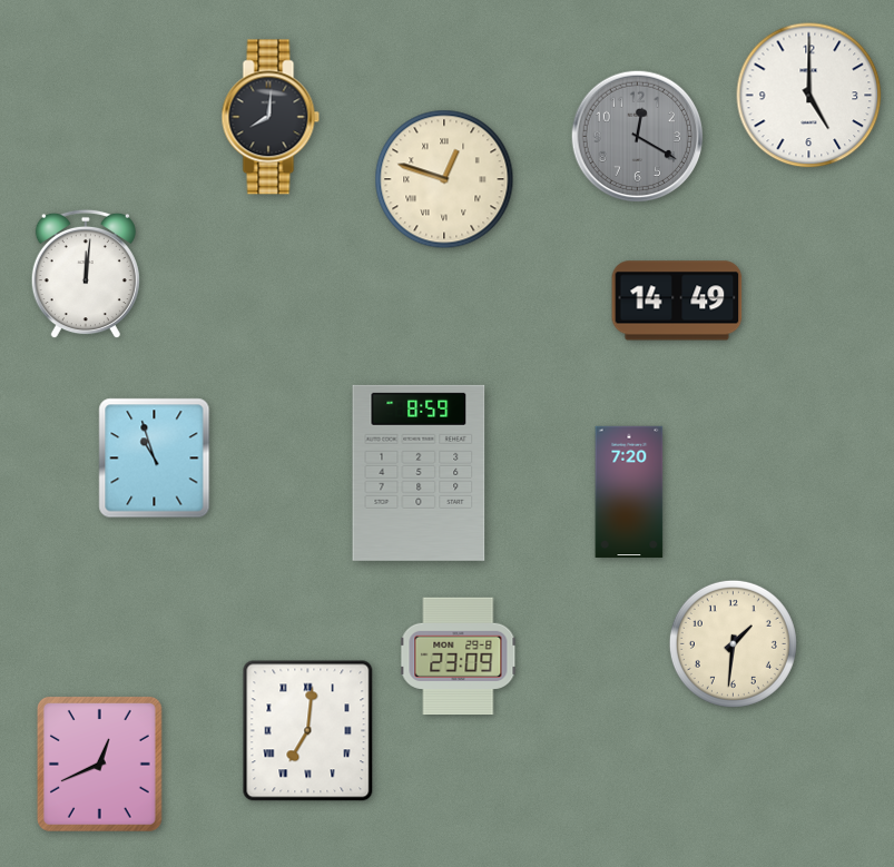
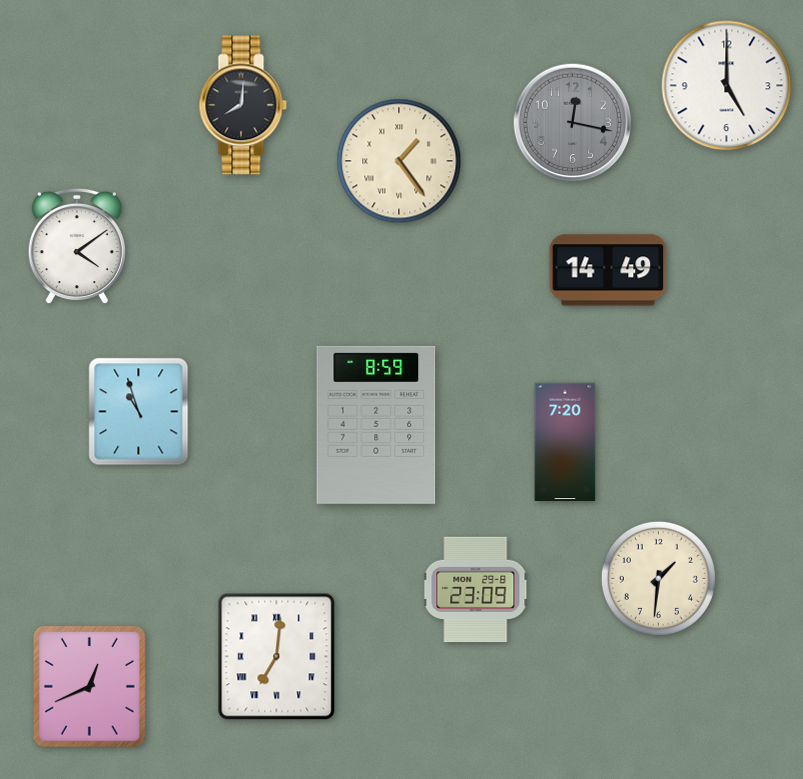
clock at (638, 137): 12:20 -> 12:17
clock at (444, 179): 12:48 -> 1:24
clock at (86, 274): 12:01 -> 4:09
clock at (459, 657) position: (459, 657) -> (476, 590)
